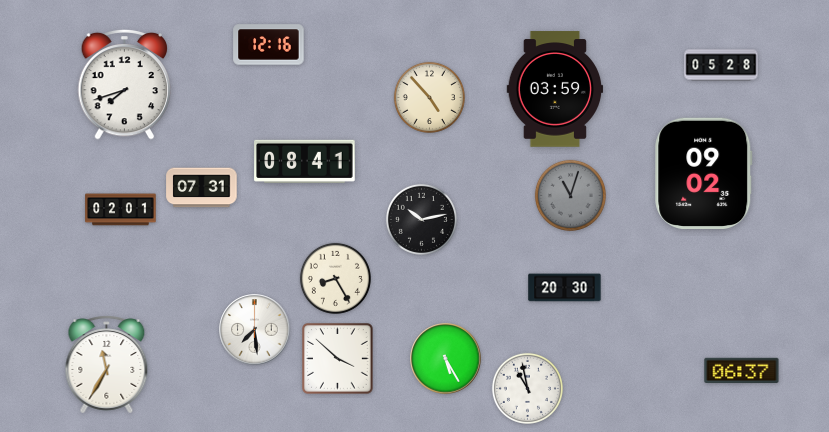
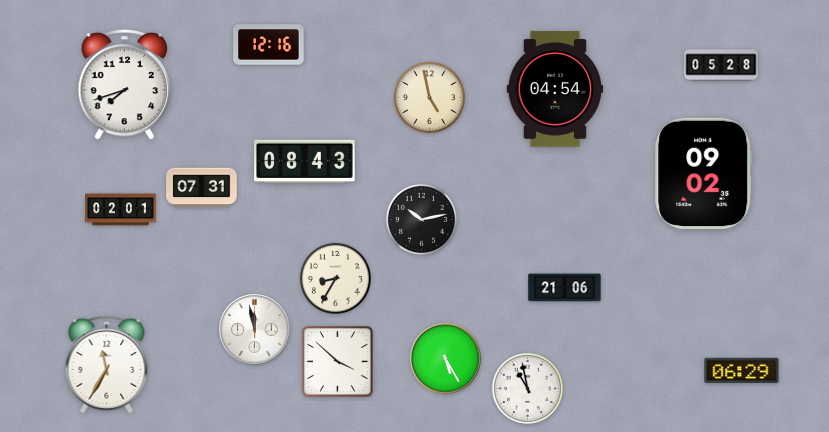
clock at (555, 89): 03:59 -> 04:54
clock at (429, 97): 4:53 -> 4:58
clock at (305, 161): 08:41 -> 08:43
clock at (570, 195): 11:03 -> none
clock at (335, 278): 8:25 -> 8:35
clock at (565, 288): 20:30 -> 21:06
clock at (255, 330): 7:29 -> 11:58
clock at (338, 359) position: (338, 359) -> (338, 362)
clock at (742, 371): 06:37 -> 06:29
